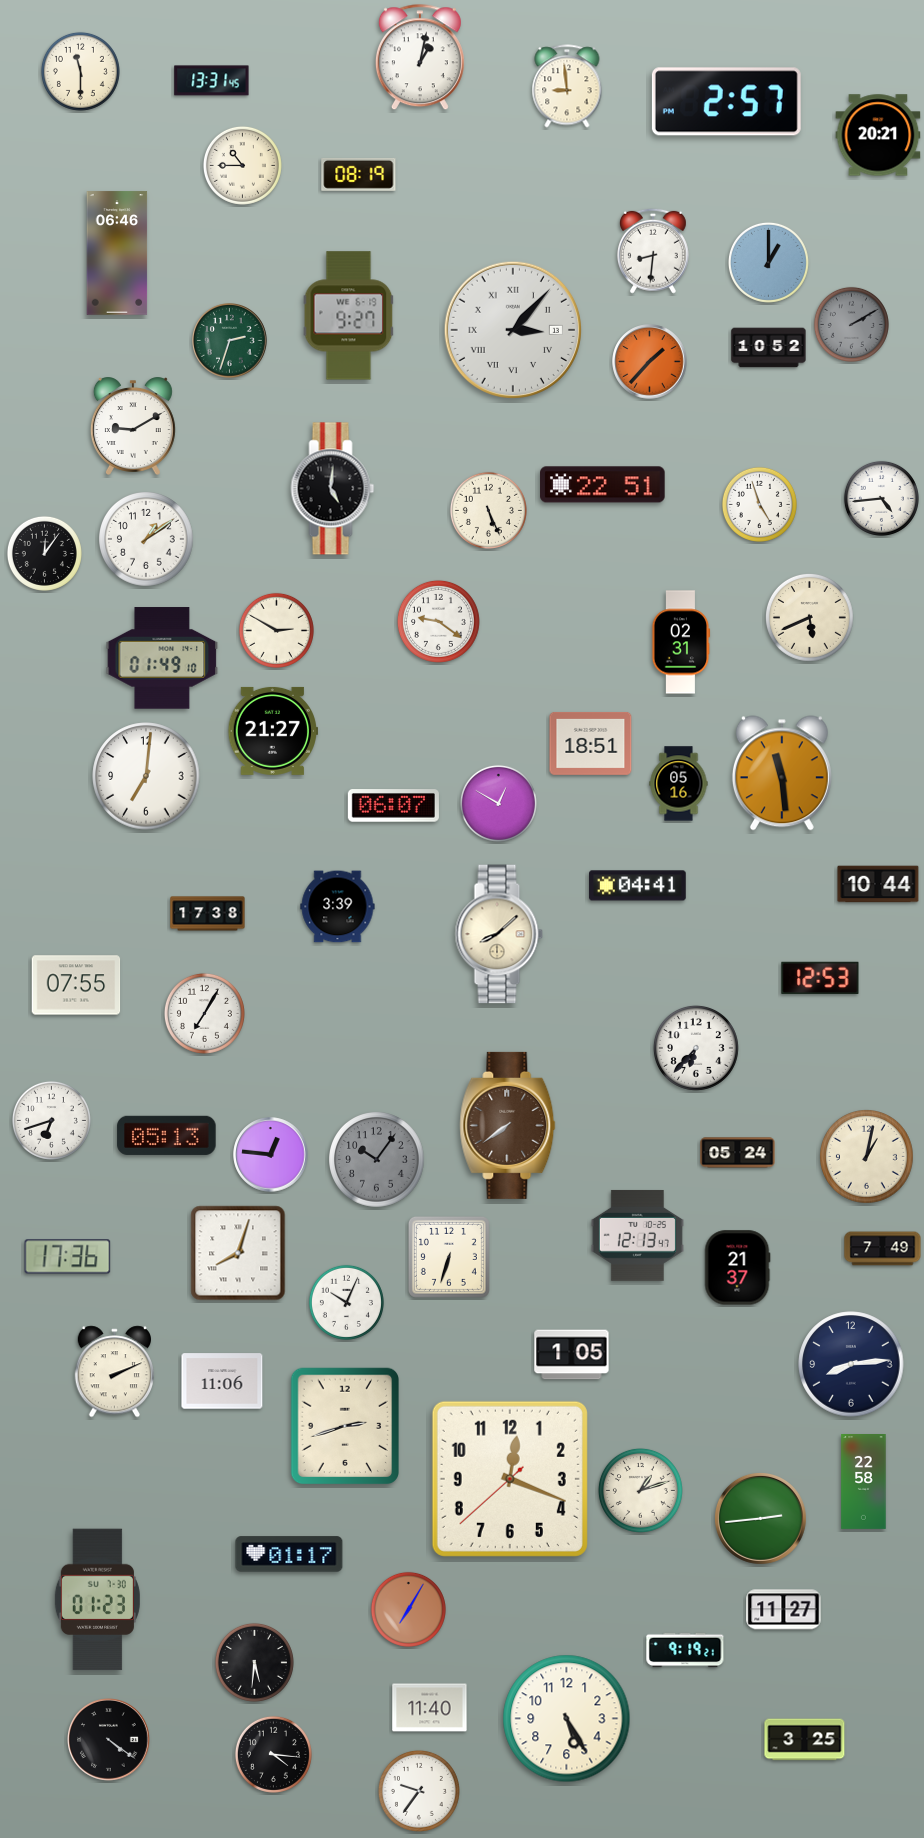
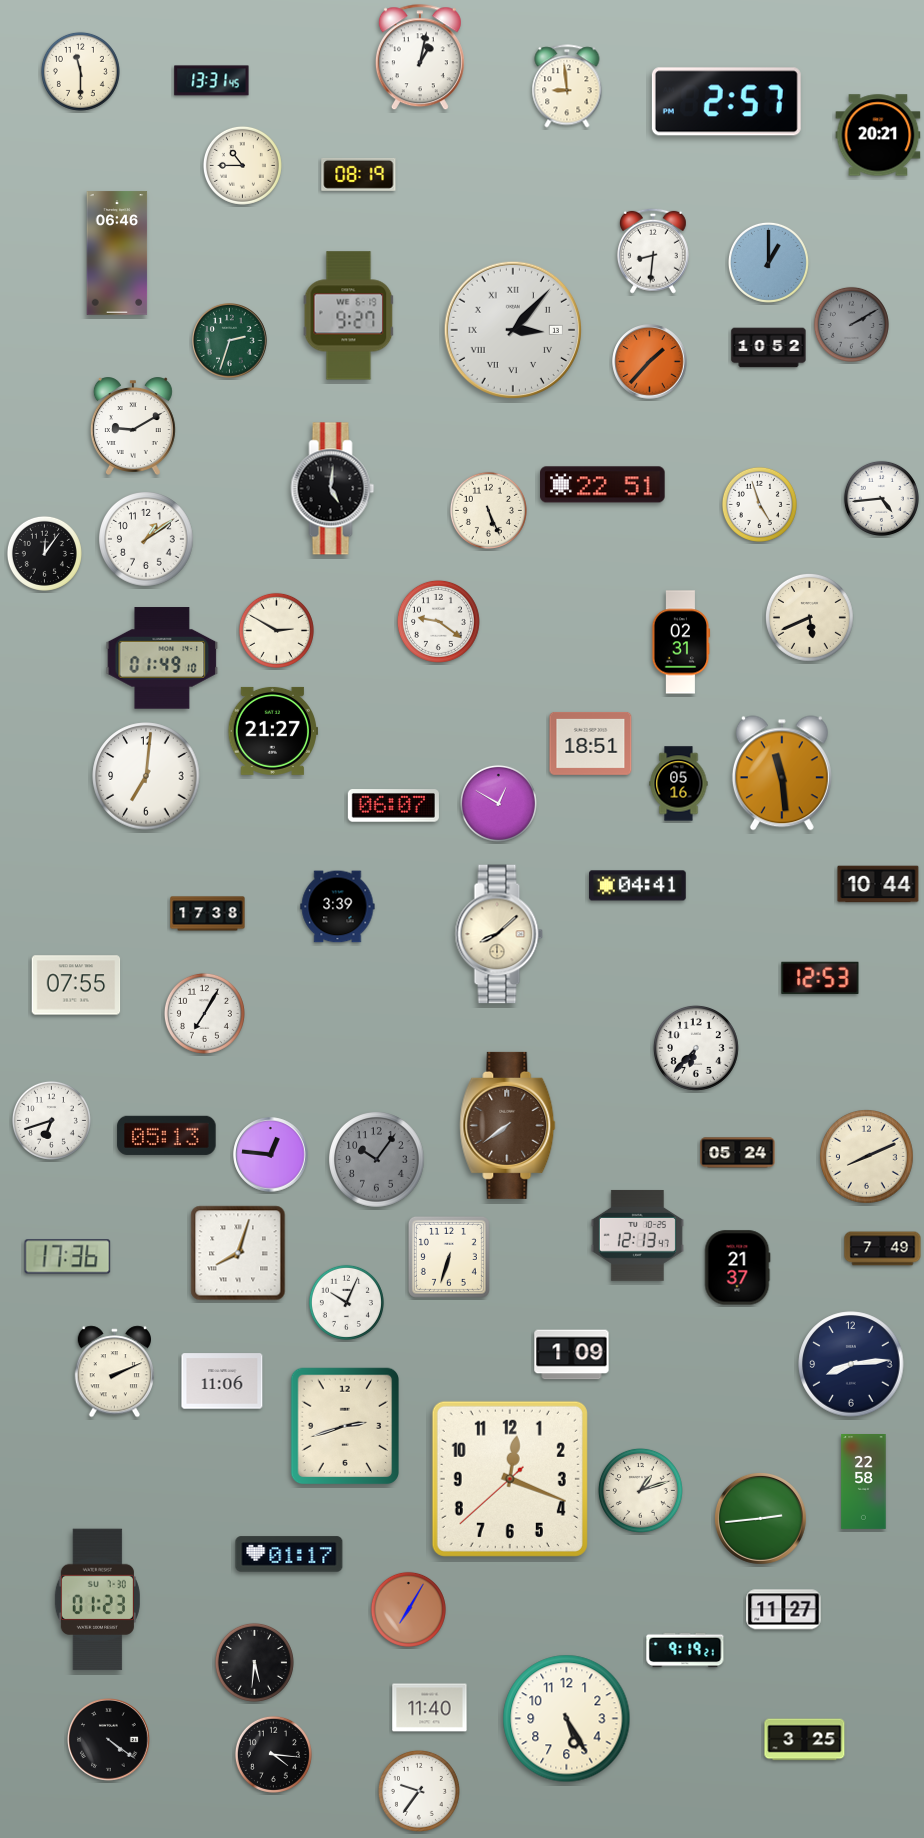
clock at (867, 1157): 1:02 -> 8:11
clock at (572, 1355): 1:05 -> 1:09
